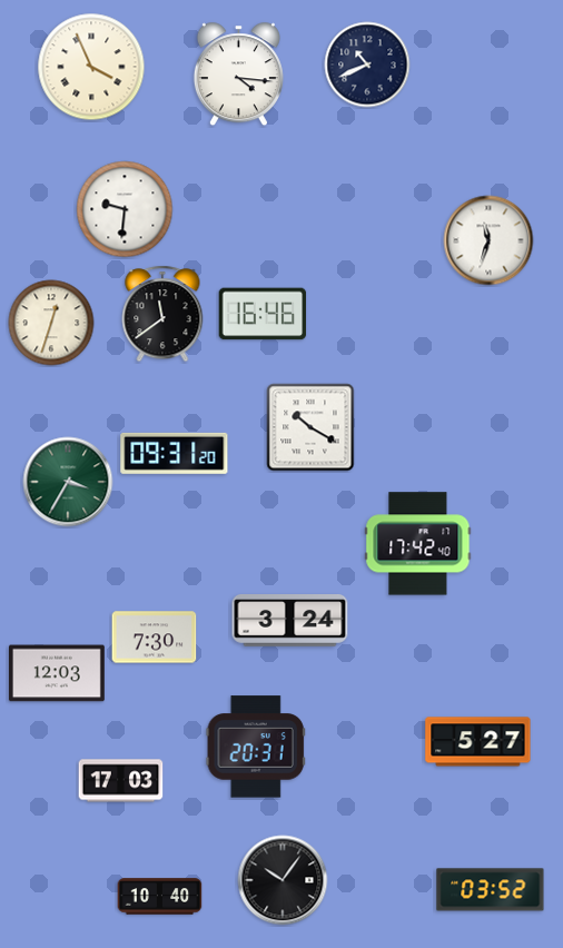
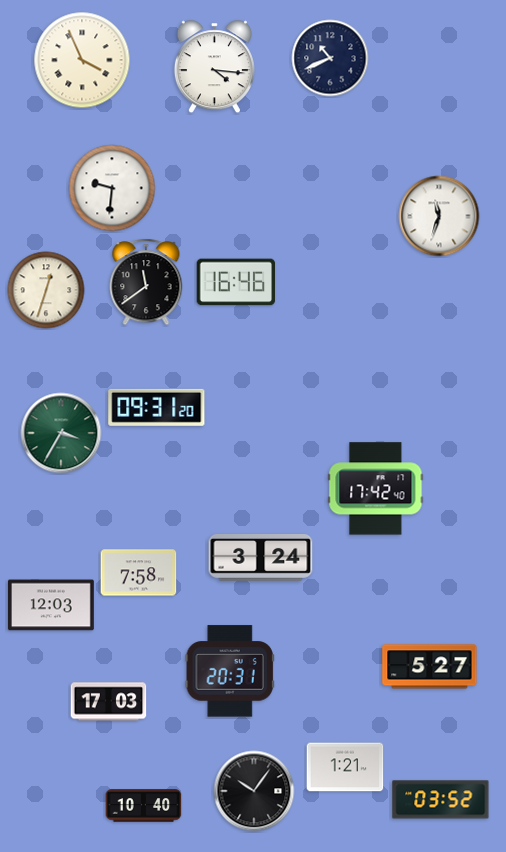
clock at (310, 427): 10:20 -> none
clock at (155, 638): 7:30 -> 7:58
clock at (345, 767): none -> 1:21
